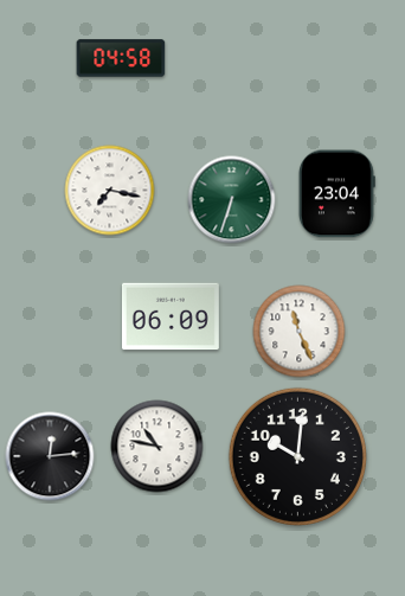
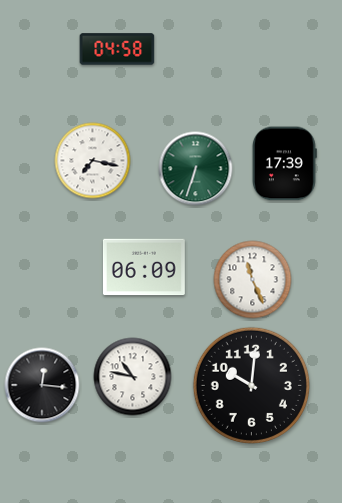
clock at (121, 58) position: (121, 58) -> (117, 49)
clock at (336, 194): 23:04 -> 17:39
clock at (50, 456): 12:14 -> 12:16
